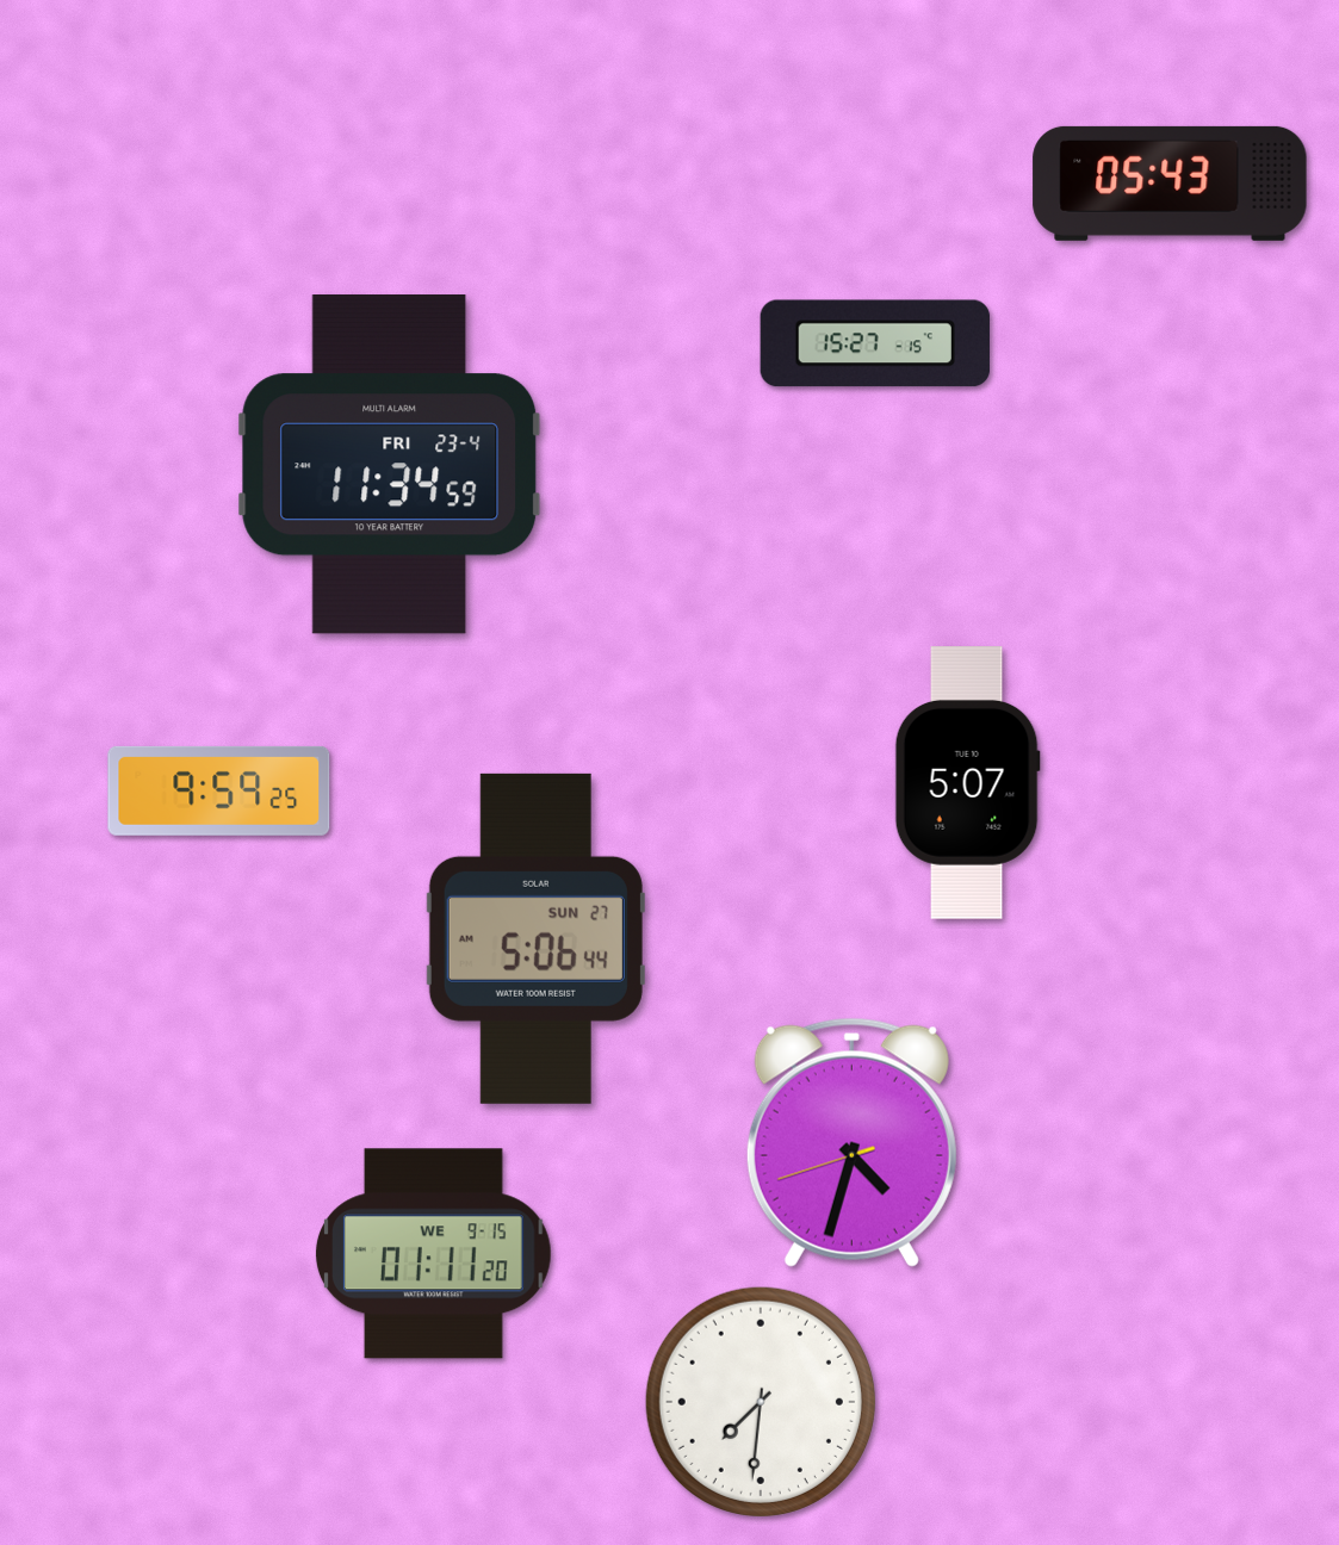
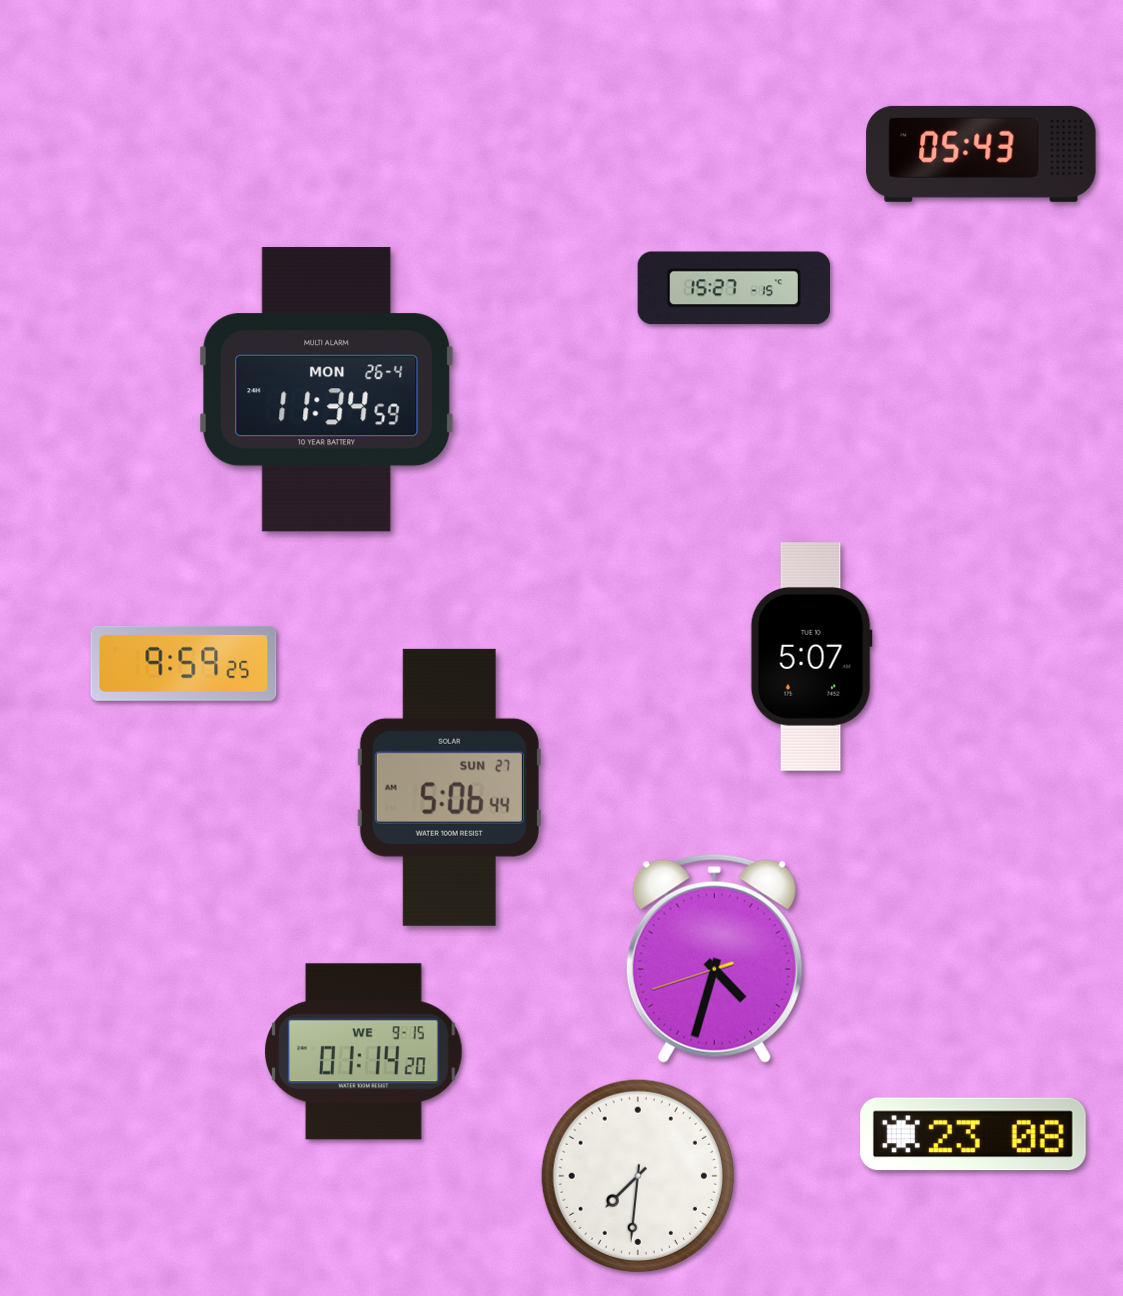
clock at (390, 465) date: FRI 23-4 -> MON 26-4
clock at (434, 1254): 01:11 -> 01:14
clock at (973, 1134): none -> 23:08
